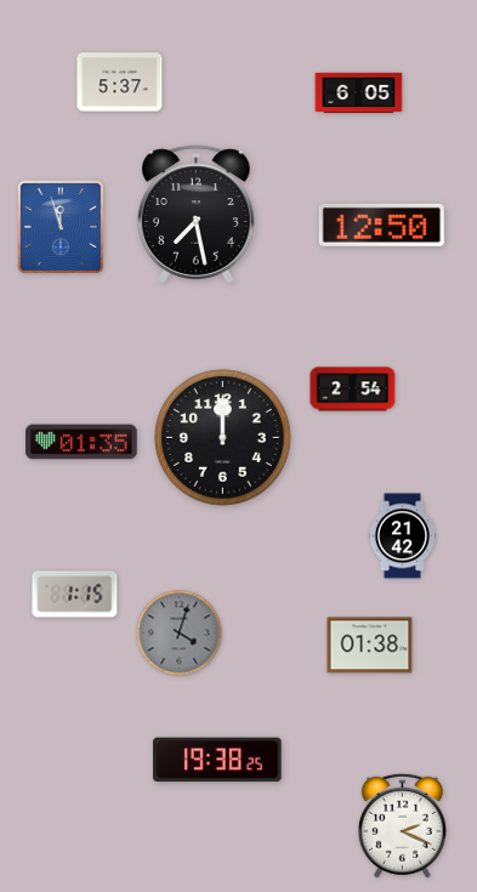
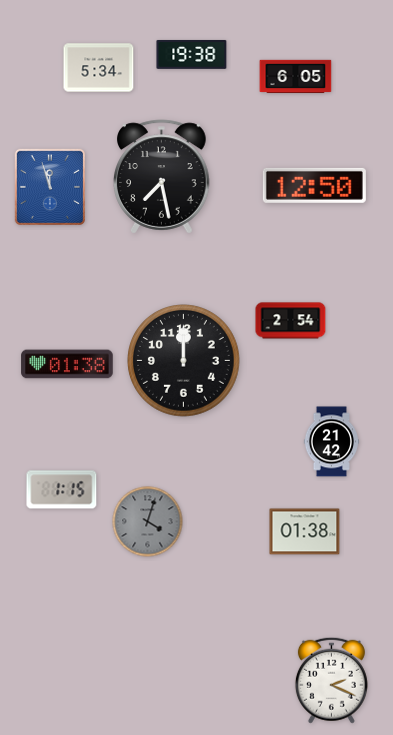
clock at (192, 54): none -> 19:38
clock at (120, 83): 5:37 -> 5:34
clock at (81, 442): 01:35 -> 01:38
clock at (217, 760): 19:38 -> none
